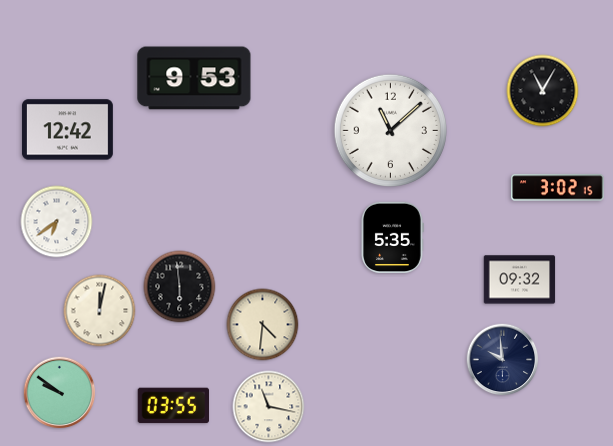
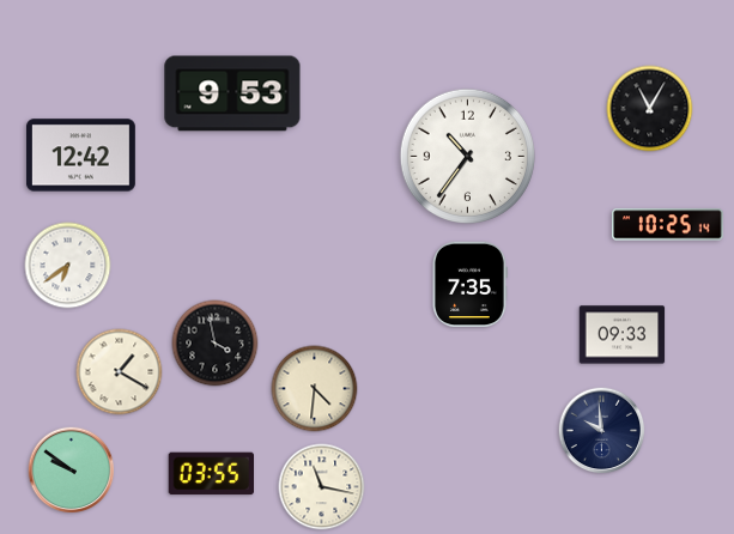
clock at (390, 130): 11:08 -> 10:36
clock at (558, 188): 3:02 -> 10:25
clock at (392, 238): 5:35 -> 7:35
clock at (520, 280): 09:32 -> 09:33
clock at (180, 287): 5:59 -> 3:58
clock at (100, 311): 12:02 -> 1:20
clock at (173, 406) position: (173, 406) -> (211, 474)
